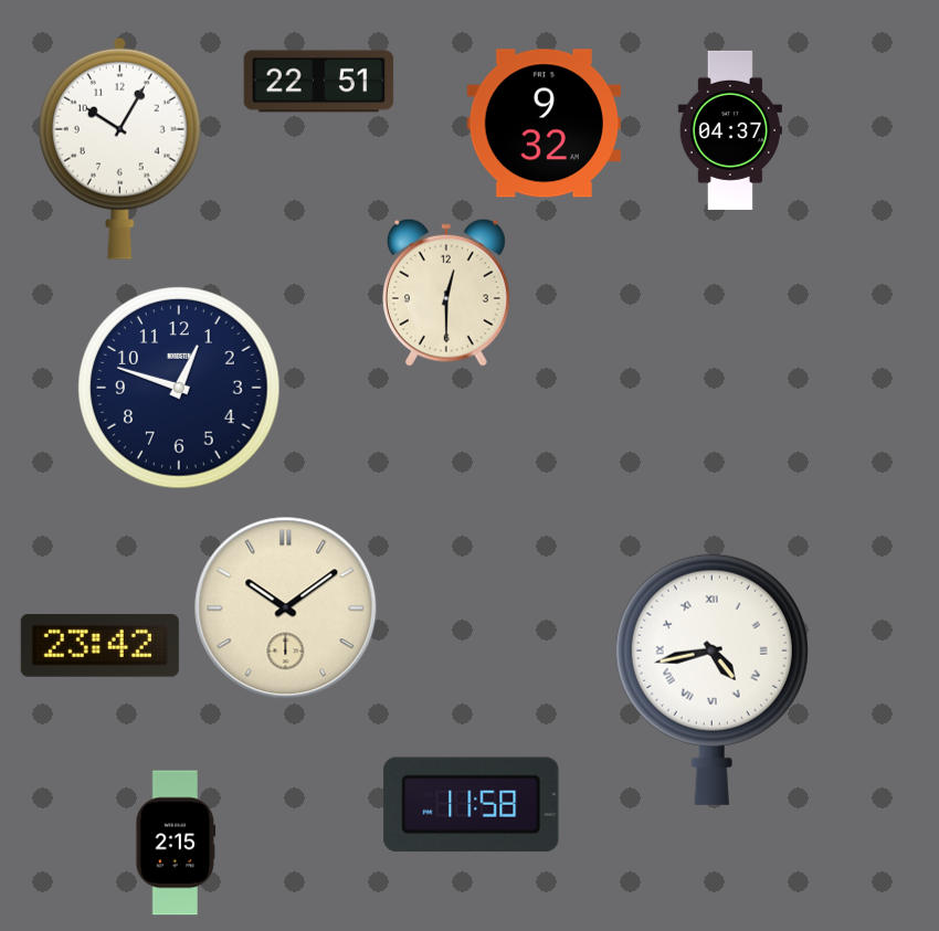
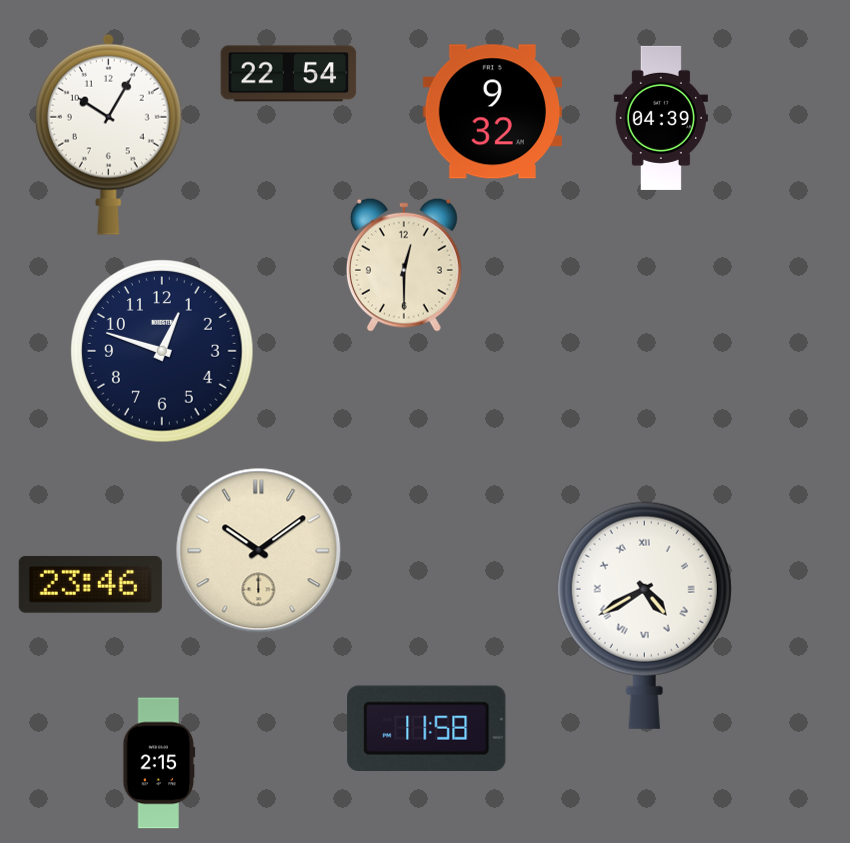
clock at (319, 82): 22:51 -> 22:54
clock at (730, 130): 04:37 -> 04:39
clock at (99, 645): 23:42 -> 23:46
clock at (711, 679): 4:43 -> 4:40
